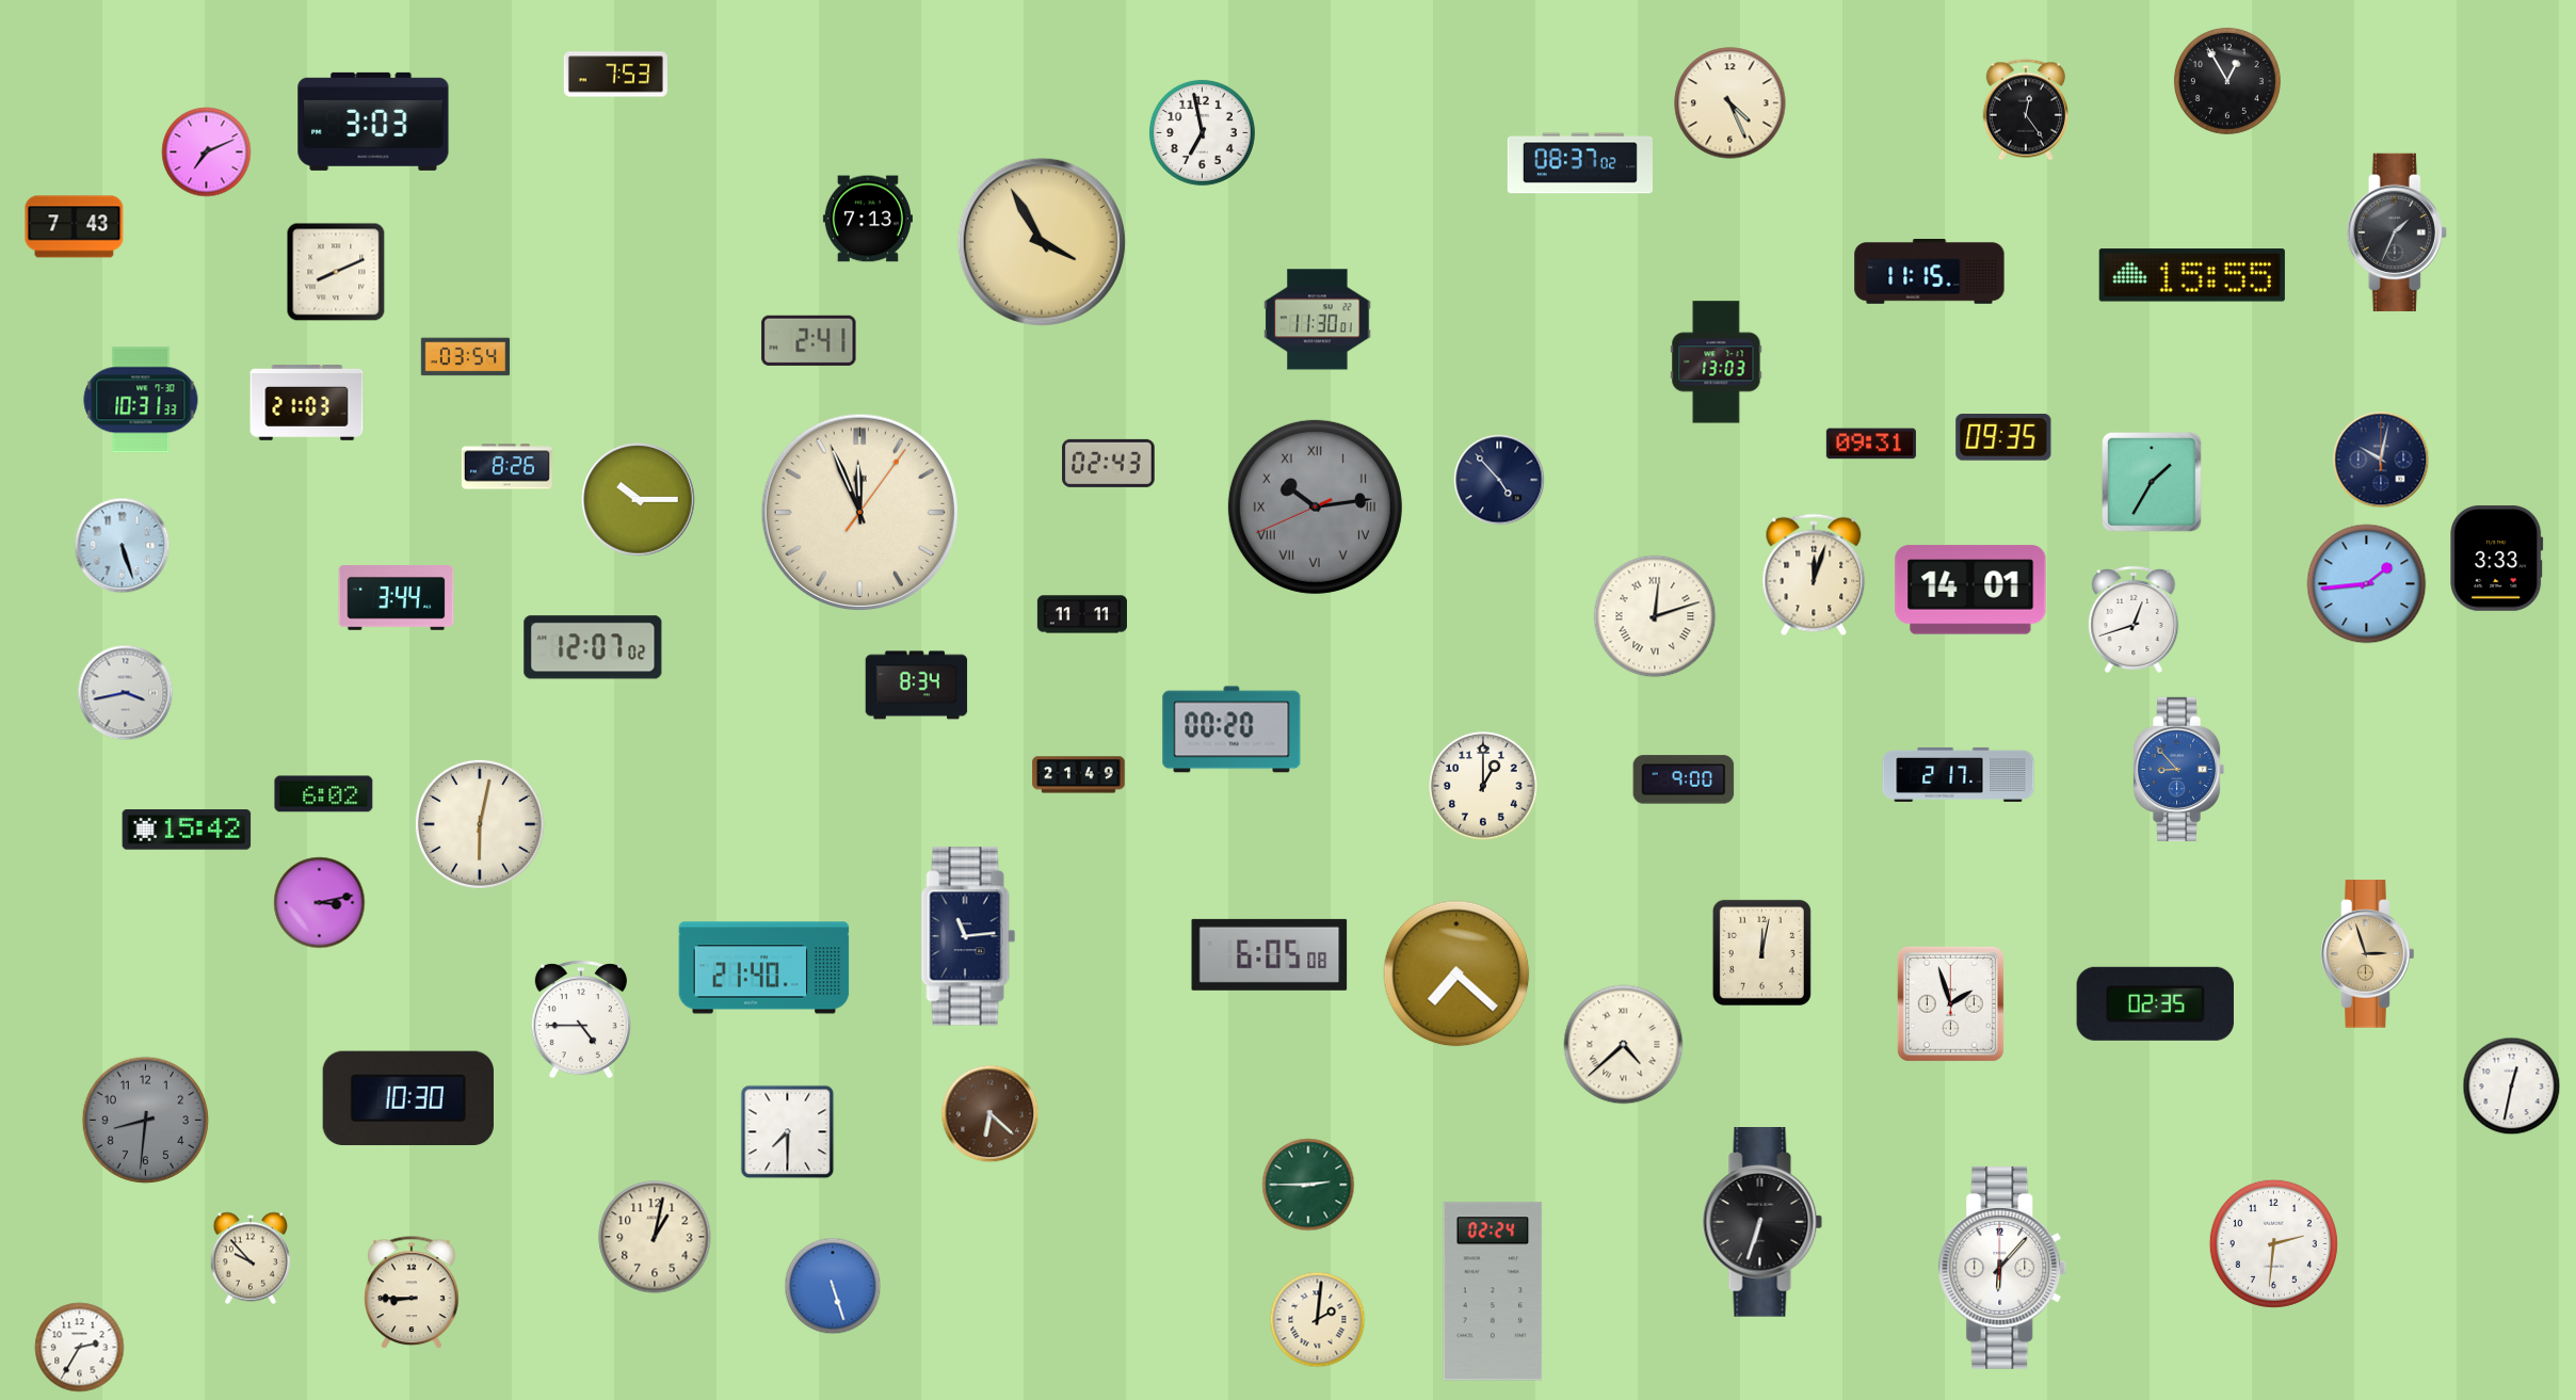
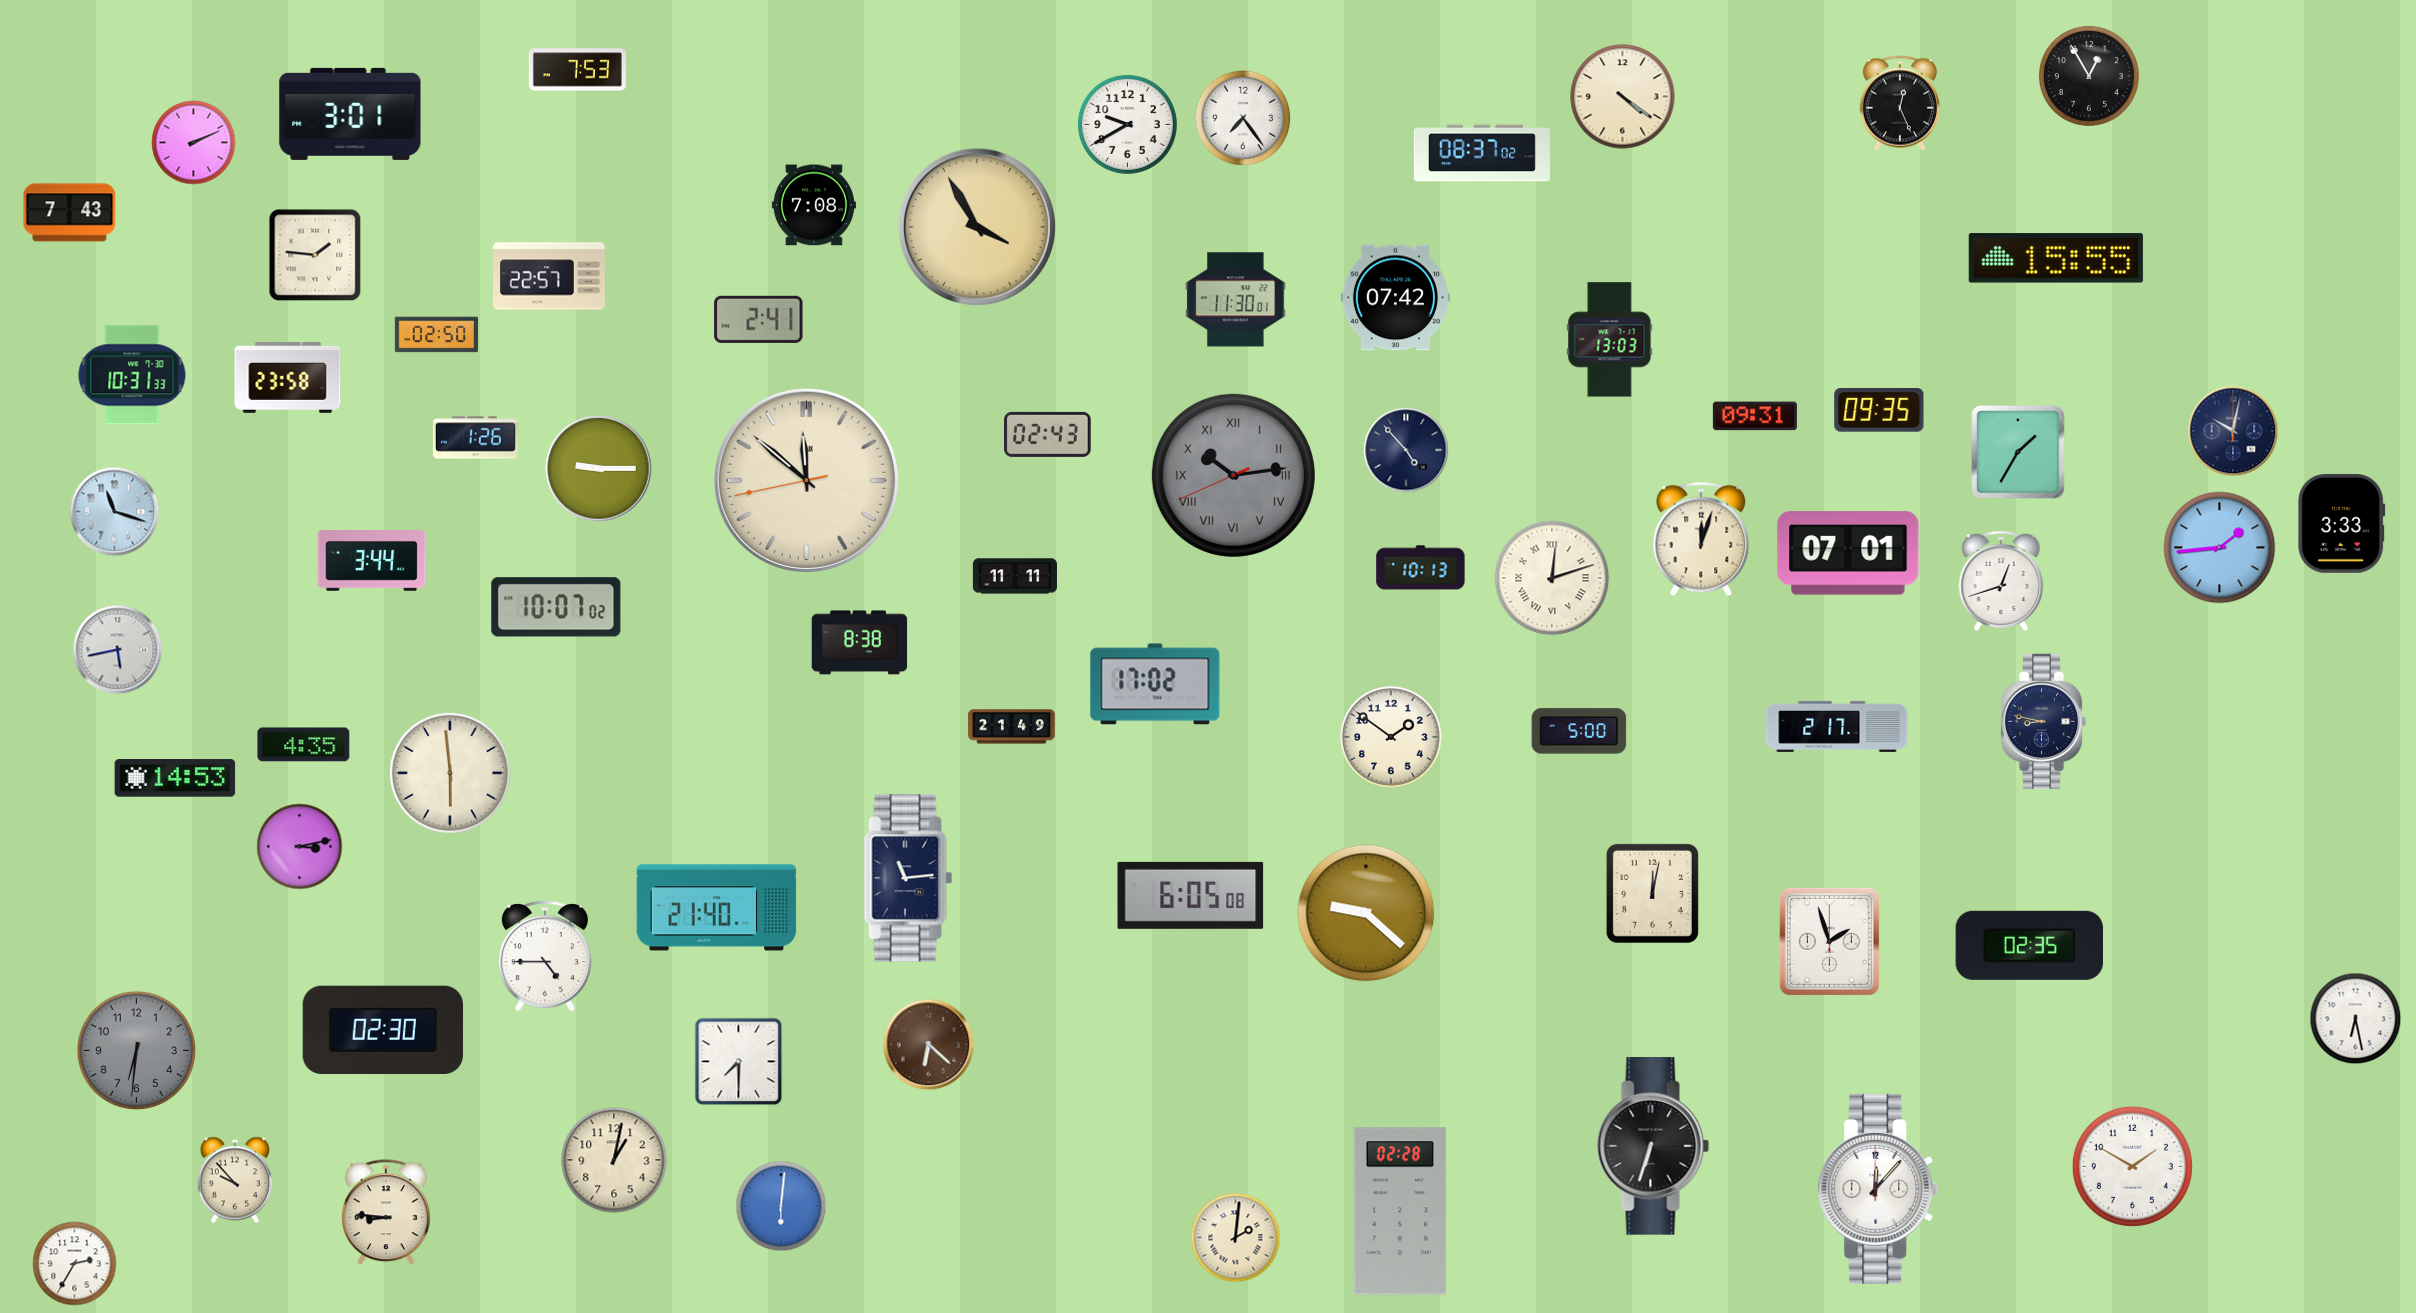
clock at (1730, 103): 4:26 -> 4:21
clock at (2025, 110): 12:24 -> 12:26
clock at (373, 122): 3:03 -> 3:01
clock at (1243, 118): none -> 7:24
clock at (1202, 132): 6:58 -> 9:40
clock at (207, 152): 7:11 -> 2:11
clock at (868, 219): 7:13 -> 7:08
clock at (2397, 232): 1:34 -> none
clock at (336, 272): 8:11 -> 1:46
clock at (1930, 272): 11:15 -> none
clock at (550, 276): none -> 22:57
clock at (1395, 298): none -> 07:42
clock at (465, 357): 03:54 -> 02:50
clock at (307, 403): 21:03 -> 23:58
clock at (1109, 463) position: (1109, 463) -> (1048, 434)
clock at (506, 467): 8:26 -> 1:26
clock at (639, 500): 10:15 -> 9:15
clock at (859, 512): 11:56 -> 11:51
clock at (123, 546): 5:27 -> 11:18
clock at (1970, 590): 14:01 -> 07:01
clock at (1421, 568): none -> 10:13
clock at (593, 647): 12:07 -> 10:07
clock at (917, 686): 8:34 -> 8:38
clock at (126, 693): 3:43 -> 5:43
clock at (1231, 729): 00:20 -> 17:02
clock at (2178, 769): 8:53 -> 8:47
clock at (2178, 769) dial: blue -> navy
clock at (1684, 779): 9:00 -> 5:00
clock at (1483, 786): 1:00 -> 1:51
clock at (324, 794): 6:02 -> 4:35
clock at (480, 824): 6:02 -> 5:59
clock at (187, 830): 15:42 -> 14:53
clock at (2368, 954): 2:57 -> none
clock at (1456, 973): 7:22 -> 9:22
clock at (2155, 1003) position: (2155, 1003) -> (2029, 945)
clock at (1624, 1045): 4:38 -> none
clock at (2512, 1087): 12:32 -> 6:28
clock at (407, 1097): 10:30 -> 02:30
clock at (145, 1120): 8:31 -> 6:31
clock at (1308, 1185): 2:45 -> none
clock at (2273, 1243): 2:31 -> 1:50
clock at (2002, 1268): 6:07 -> 12:07
clock at (833, 1286): 5:27 -> 6:01
clock at (1493, 1291): 02:24 -> 02:28
clock at (412, 1293): 8:45 -> 8:46
